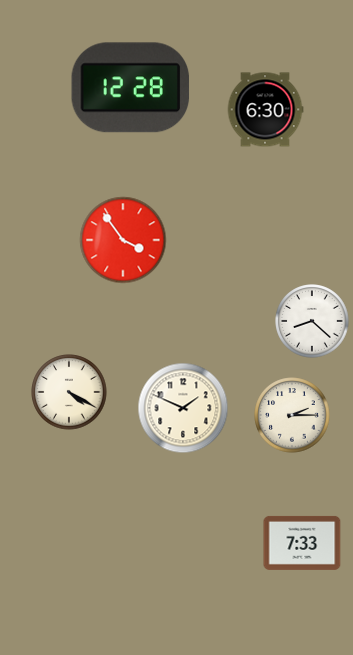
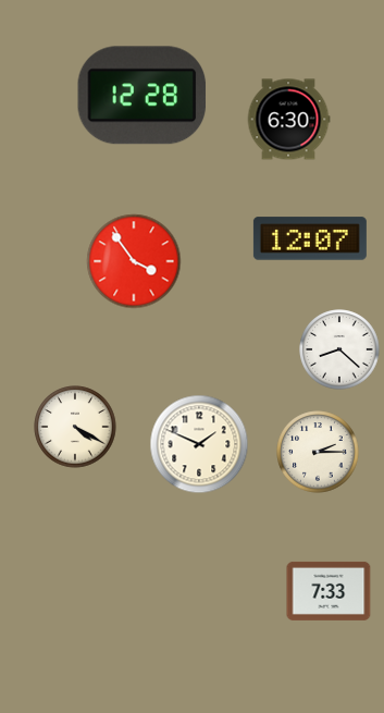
clock at (310, 238): none -> 12:07
